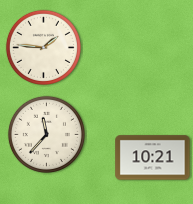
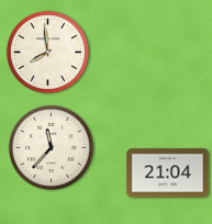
clock at (43, 47): 1:46 -> 7:59
clock at (153, 158): 10:21 -> 21:04
